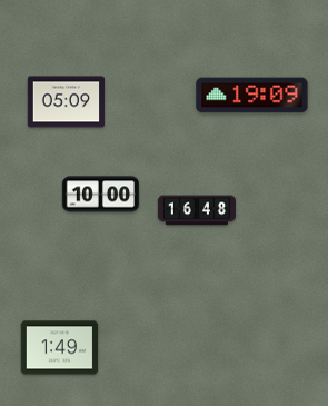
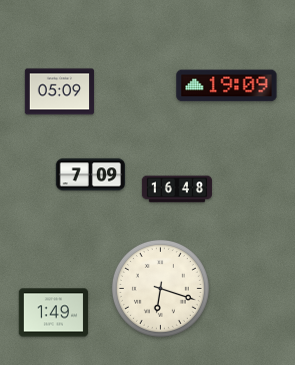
clock at (101, 195): 10:00 -> 7:09
clock at (160, 288): none -> 6:18
